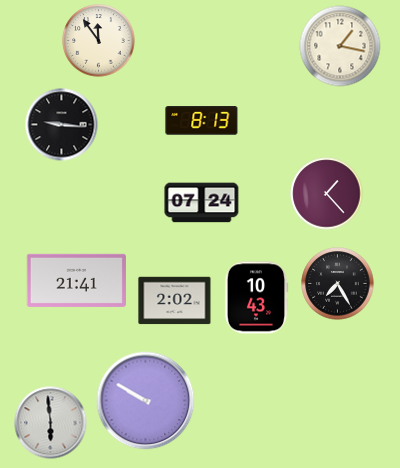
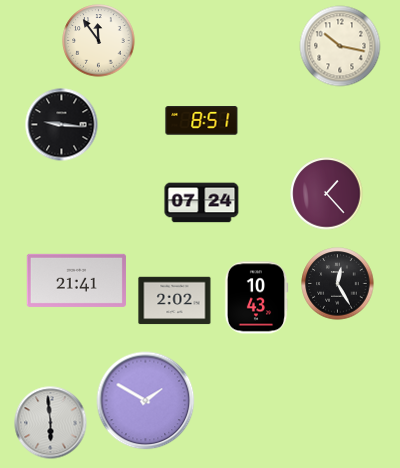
clock at (340, 46): 1:17 -> 10:17
clock at (202, 121): 8:13 -> 8:51
clock at (338, 284): 7:25 -> 12:25
clock at (146, 401): 9:50 -> 1:50
